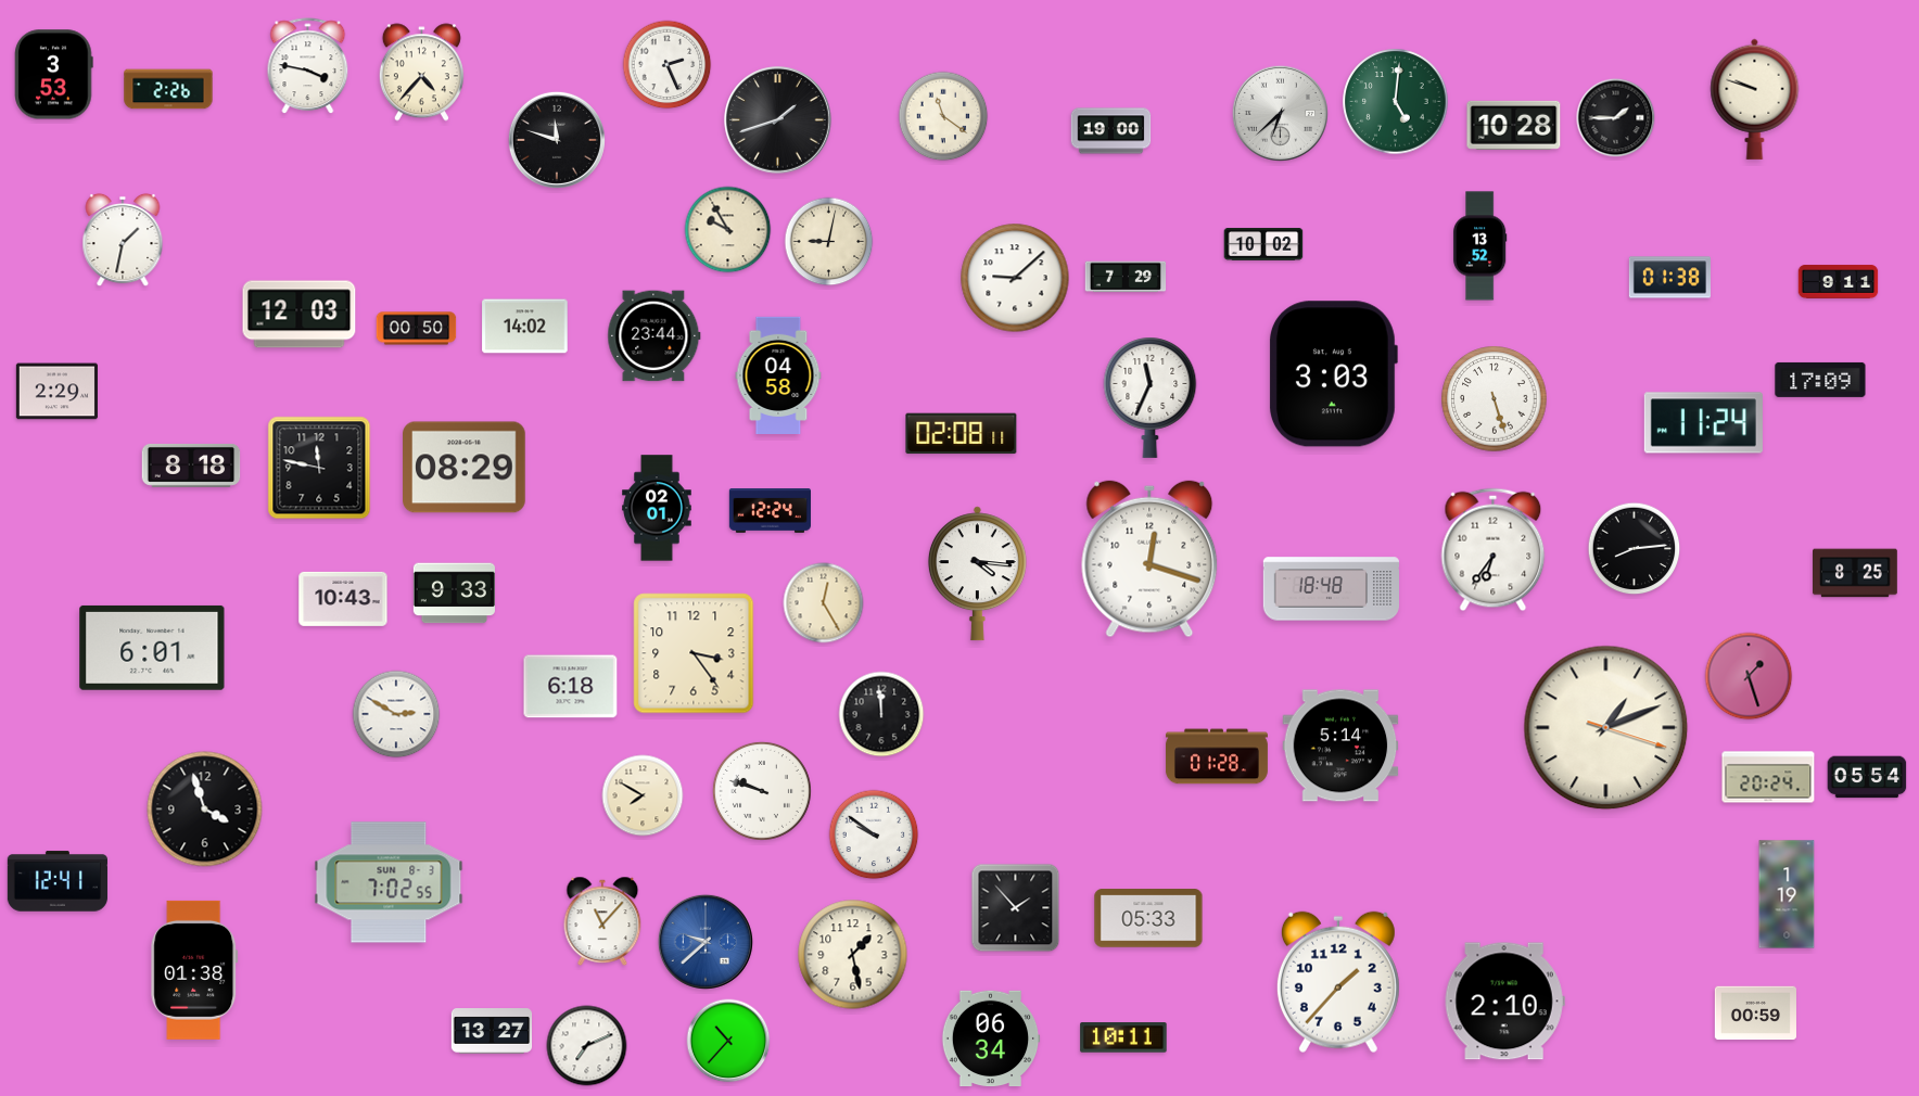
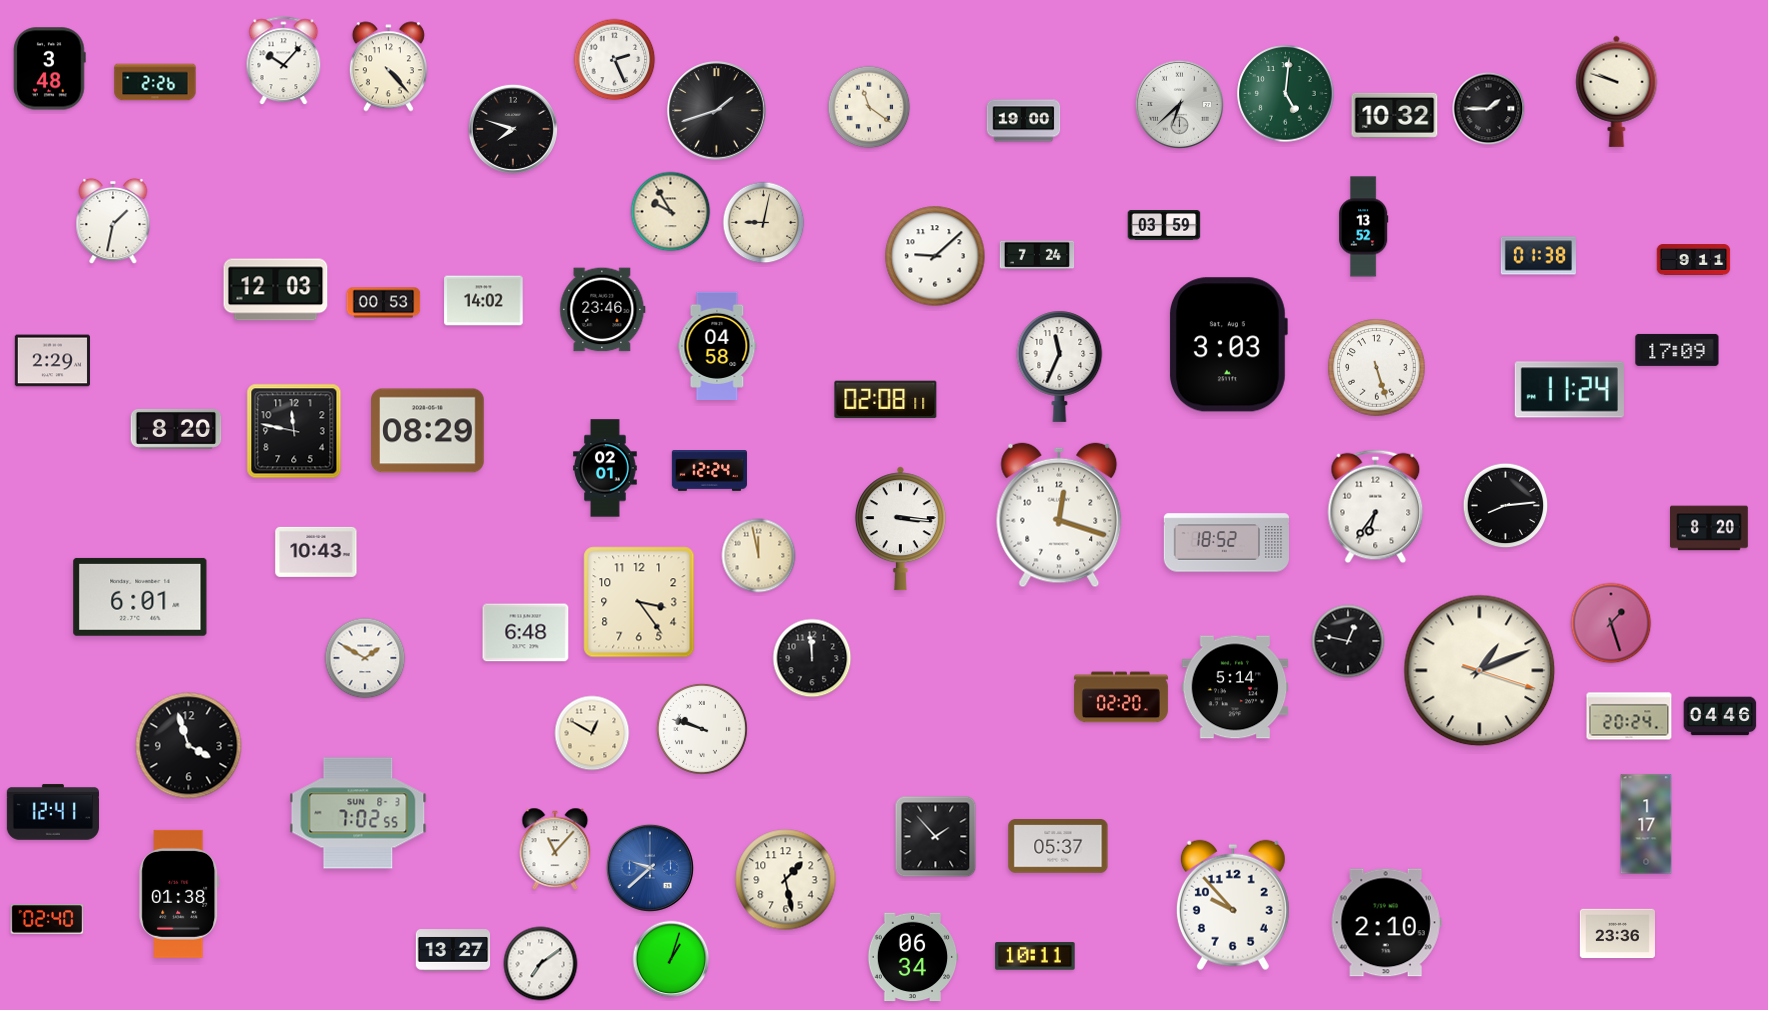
clock at (308, 66): 3:47 -> 10:07
clock at (421, 73): 4:37 -> 4:23
clock at (54, 75): 3:53 -> 3:48
clock at (1514, 125): 10:28 -> 10:32
clock at (557, 140): 11:48 -> 7:48
clock at (1263, 244): 10:02 -> 03:59
clock at (1126, 277): 7:29 -> 7:24
clock at (417, 329): 00:50 -> 00:53
clock at (655, 336): 23:44 -> 23:46
clock at (191, 466): 8:18 -> 8:20
clock at (1856, 573): 8:25 -> 8:20
clock at (977, 574): 4:16 -> 3:16
clock at (1332, 589): 18:48 -> 18:52
clock at (454, 594): 9:33 -> none
clock at (824, 603): 12:25 -> 11:58
clock at (571, 687): 6:18 -> 6:48
clock at (1348, 641): none -> 12:47
clock at (396, 714): 2:50 -> 1:50
clock at (1217, 756): 01:28 -> 02:20
clock at (1867, 777): 05:54 -> 04:46
clock at (643, 795): 7:50 -> 12:50
clock at (874, 834): 9:51 -> none
clock at (1787, 894): 1:19 -> 1:17
clock at (1148, 918): 05:33 -> 05:37
clock at (1338, 982): 1:37 -> 9:53
clock at (47, 919): none -> 02:40
clock at (1755, 1014): 00:59 -> 23:36
clock at (728, 1041): 10:37 -> 1:03
clock at (587, 1046): 7:11 -> 7:09
